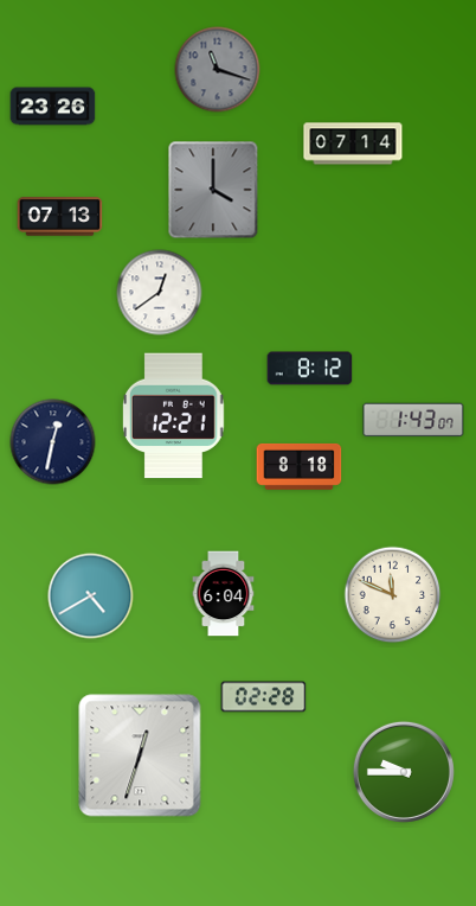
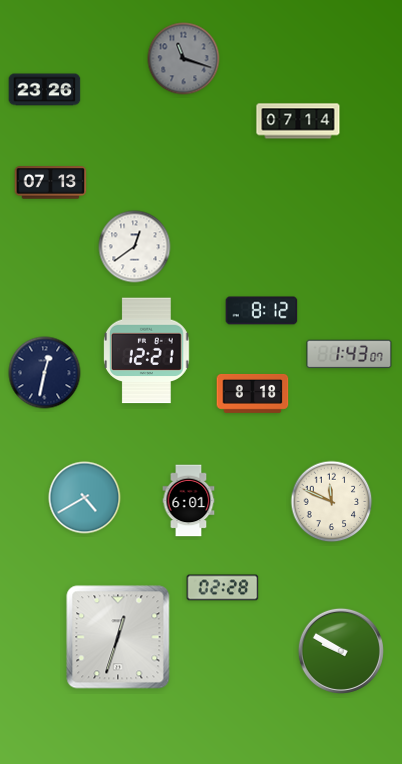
clock at (213, 190): 4:00 -> none
clock at (224, 594): 6:04 -> 6:01
clock at (91, 596) position: (91, 596) -> (85, 498)
clock at (404, 772): 9:45 -> 9:50
